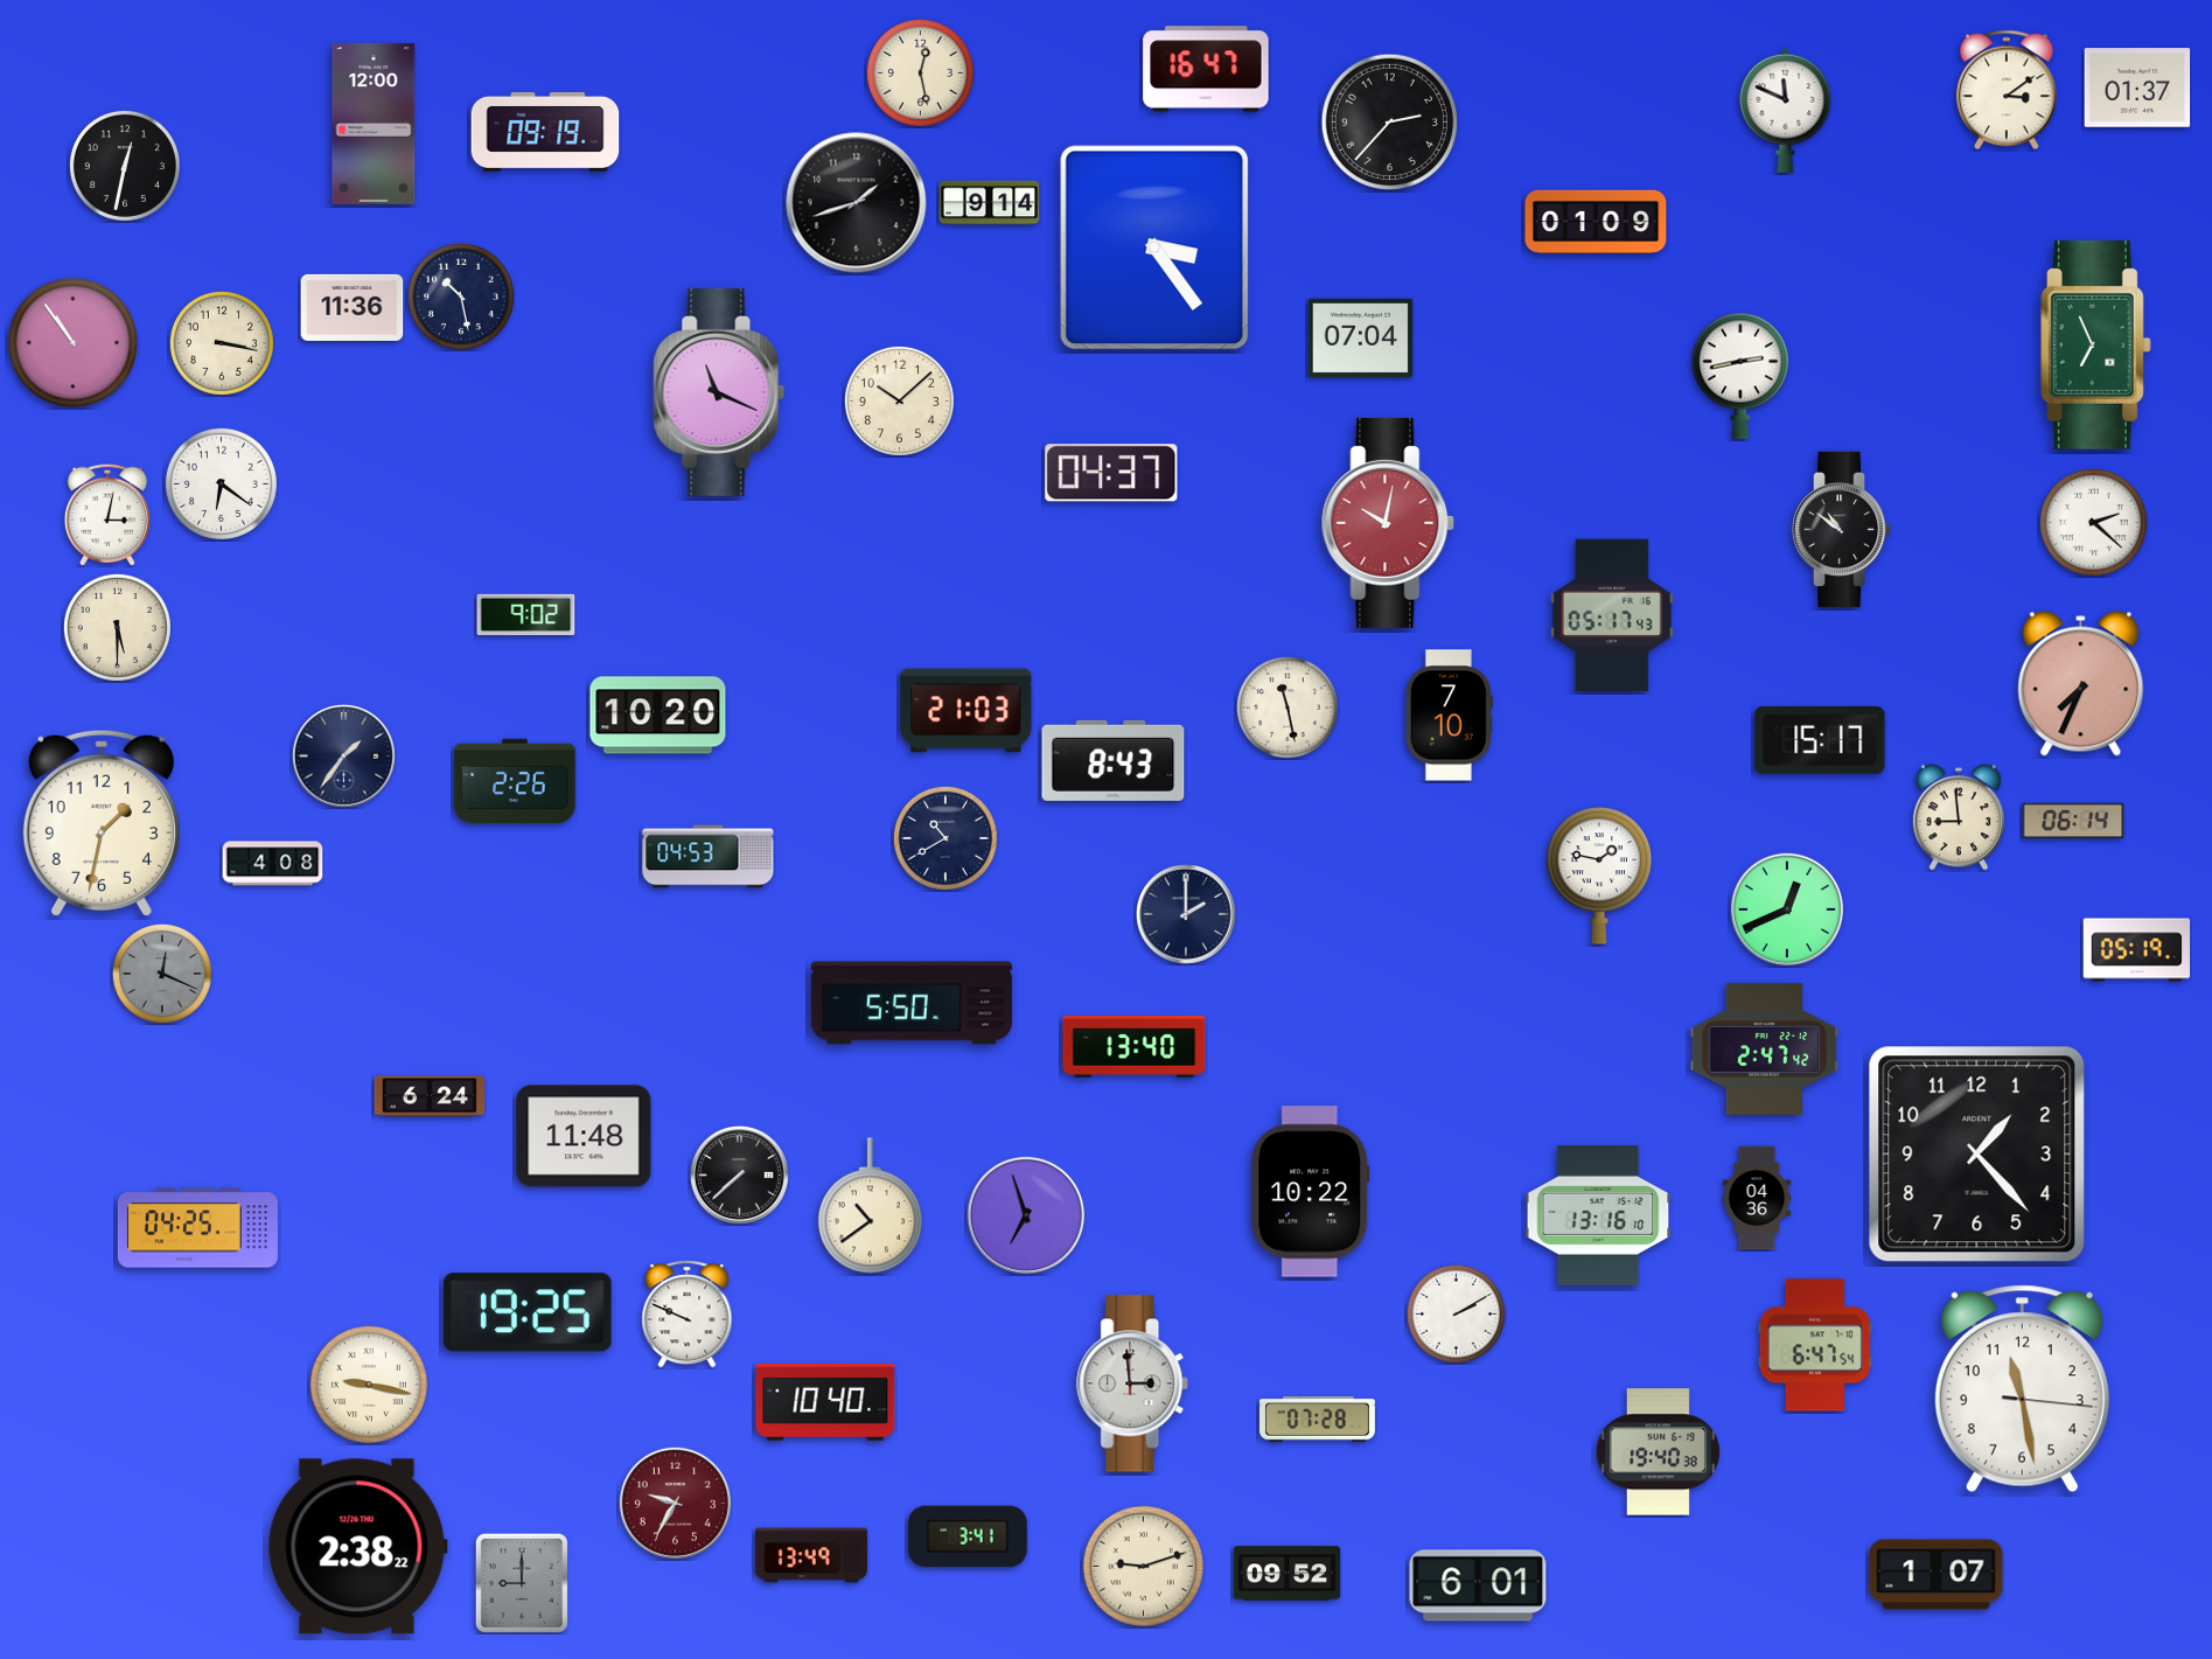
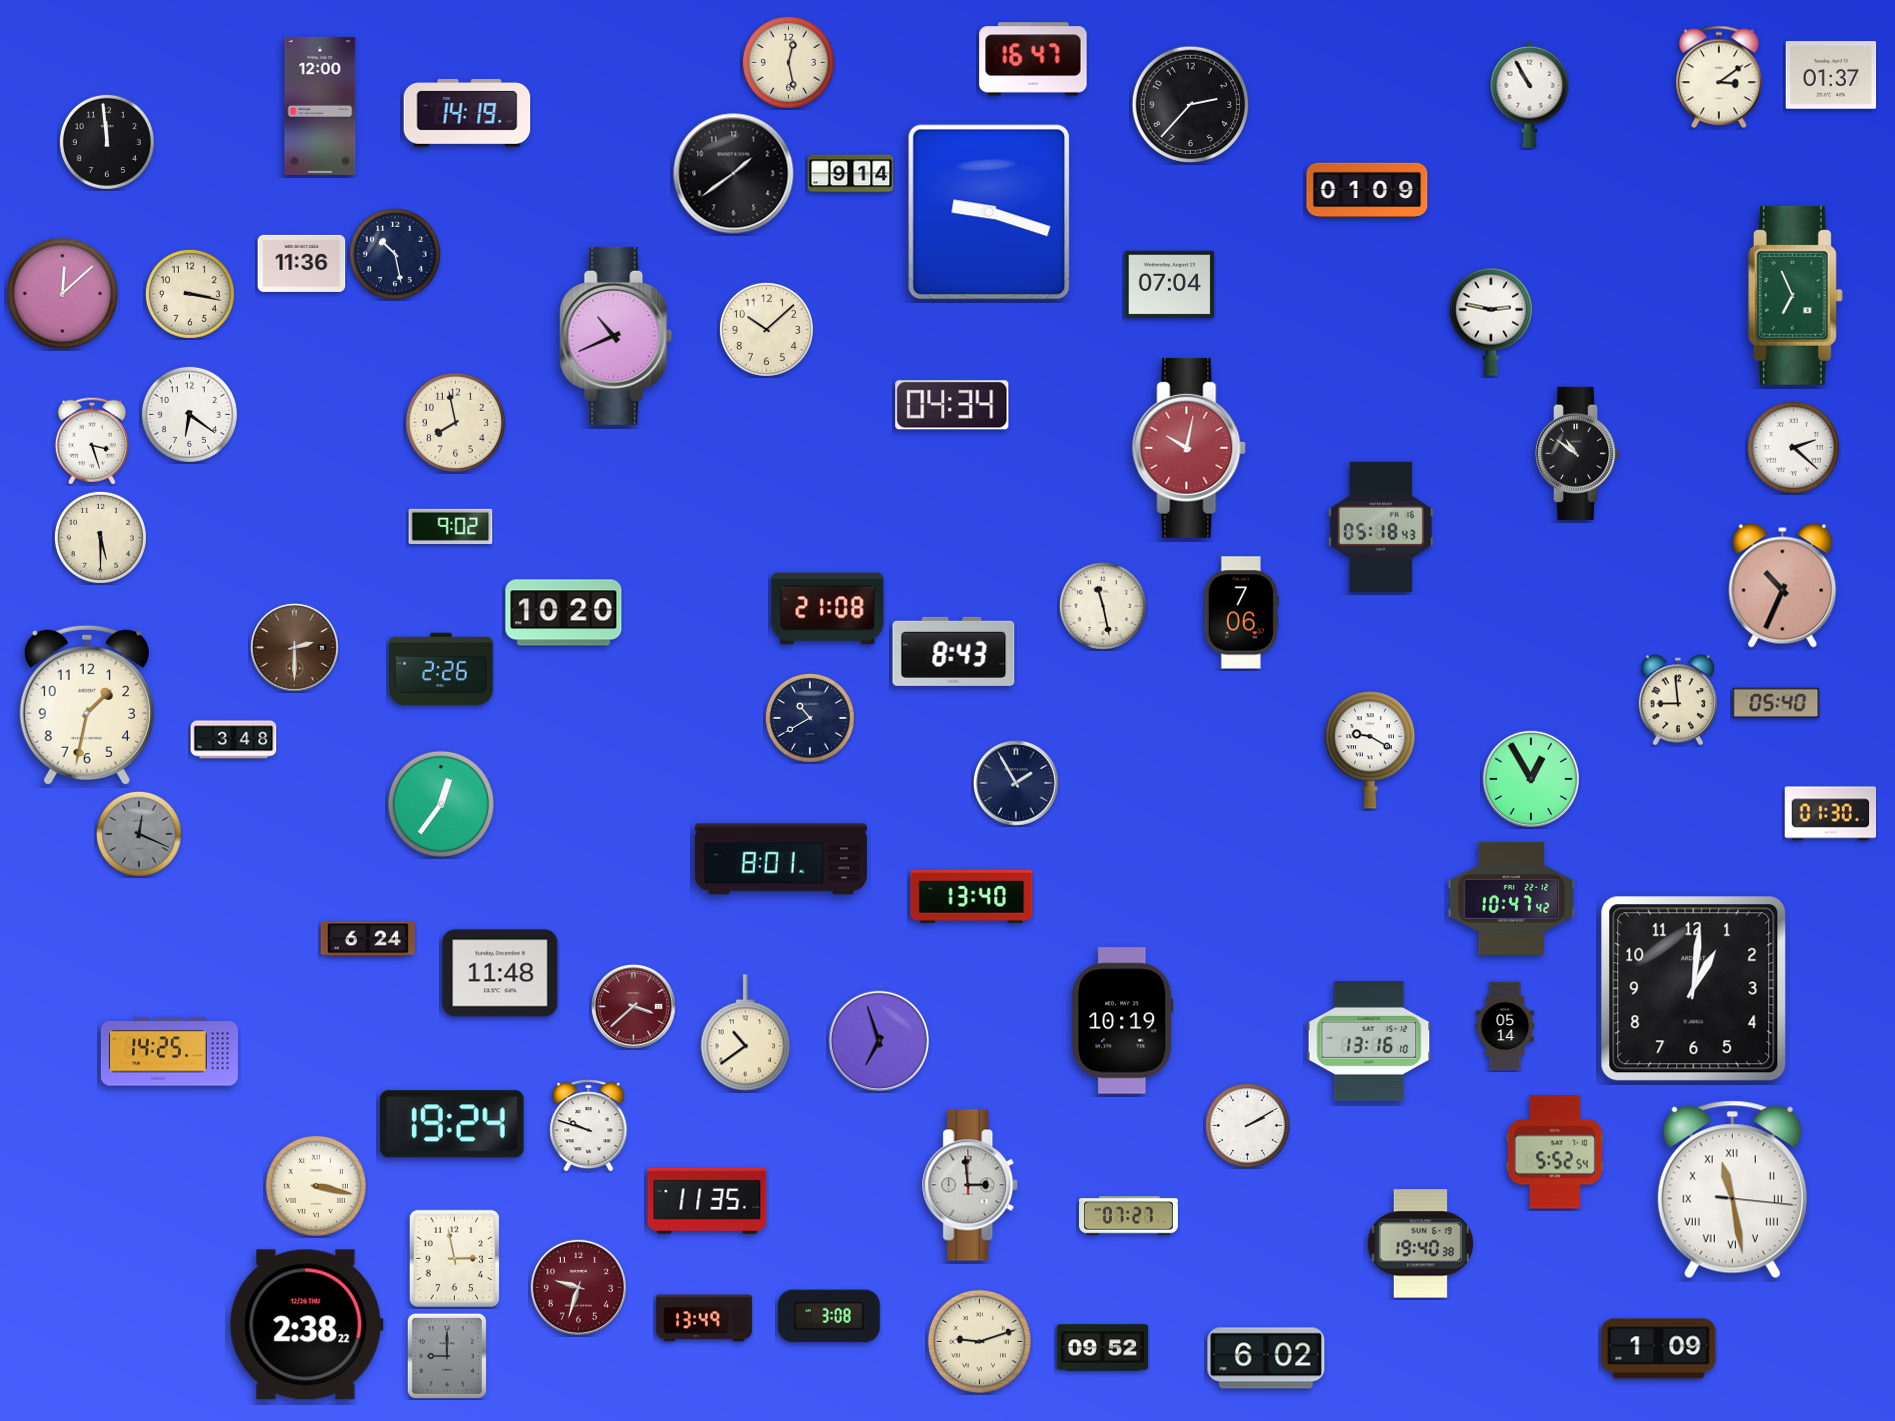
clock at (1786, 110): 11:49 -> 10:55
clock at (545, 132): 09:19 -> 14:19
clock at (125, 166): 12:32 -> 11:59
clock at (857, 203): 1:42 -> 1:39
clock at (990, 203) position: (990, 203) -> (851, 174)
clock at (1154, 248): 3:24 -> 9:18
clock at (1361, 339) position: (1361, 339) -> (1170, 285)
clock at (72, 342): 10:54 -> 12:08
clock at (1740, 376): 2:43 -> 2:47
clock at (719, 392): 11:19 -> 10:41
clock at (899, 400) position: (899, 400) -> (766, 329)
clock at (1111, 473): 04:37 -> 04:34
clock at (455, 422): none -> 7:58
clock at (107, 515): 3:02 -> 3:27
clock at (1612, 614): 05:17 -> 05:18
clock at (2081, 684): 7:34 -> 10:34
clock at (967, 711): 21:03 -> 21:08
clock at (1449, 716): 7:10 -> 7:06
clock at (1820, 741): 15:17 -> none
clock at (343, 755): 1:36 -> 2:30
clock at (343, 755) dial: navy -> brown
clock at (2073, 820): 06:14 -> 05:40
clock at (709, 857): 04:53 -> none
clock at (273, 864): 4:08 -> 3:48
clock at (1599, 876): 1:47 -> 9:20
clock at (1786, 908): 12:41 -> 12:55
clock at (1187, 915): 2:00 -> 1:55
clock at (441, 804): none -> 12:36
clock at (2137, 950): 05:19 -> 01:30
clock at (912, 1003): 5:50 -> 8:01
clock at (1765, 1048): 2:47 -> 10:47
clock at (1977, 1155): 1:23 -> 1:01
clock at (740, 1176): 7:38 -> 3:38
clock at (740, 1176) dial: black -> burgundy
clock at (1311, 1192): 10:22 -> 10:19
clock at (1757, 1198): 04:36 -> 05:14
clock at (197, 1228): 04:25 -> 14:25
clock at (528, 1312): 19:25 -> 19:24
clock at (688, 1315): 9:49 -> 9:48
clock at (1815, 1345): 6:47 -> 5:52
clock at (369, 1385): 9:17 -> 3:17
clock at (2022, 1389) numerals: Arabic -> Roman
clock at (825, 1402): 10:40 -> 11:35
clock at (1317, 1420): 07:28 -> 07:27
clock at (455, 1259): none -> 2:58
clock at (675, 1503): 9:35 -> 9:33
clock at (969, 1536): 3:41 -> 3:08
clock at (811, 1555) position: (811, 1555) -> (704, 1318)
clock at (1937, 1575): 1:07 -> 1:09
clock at (1478, 1585): 6:01 -> 6:02
